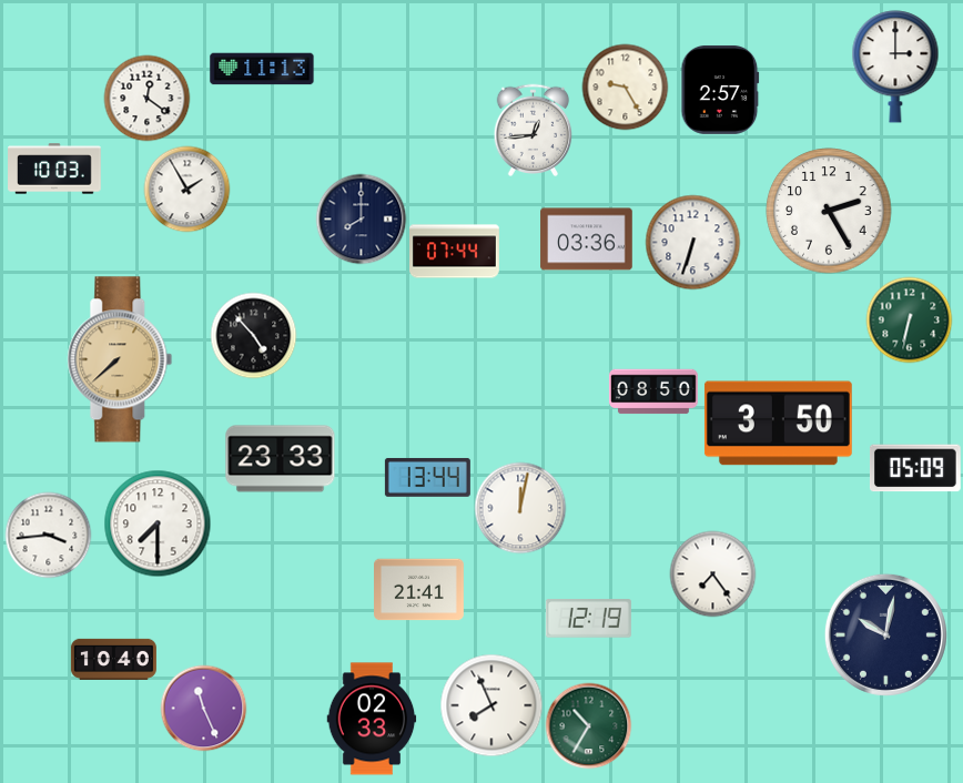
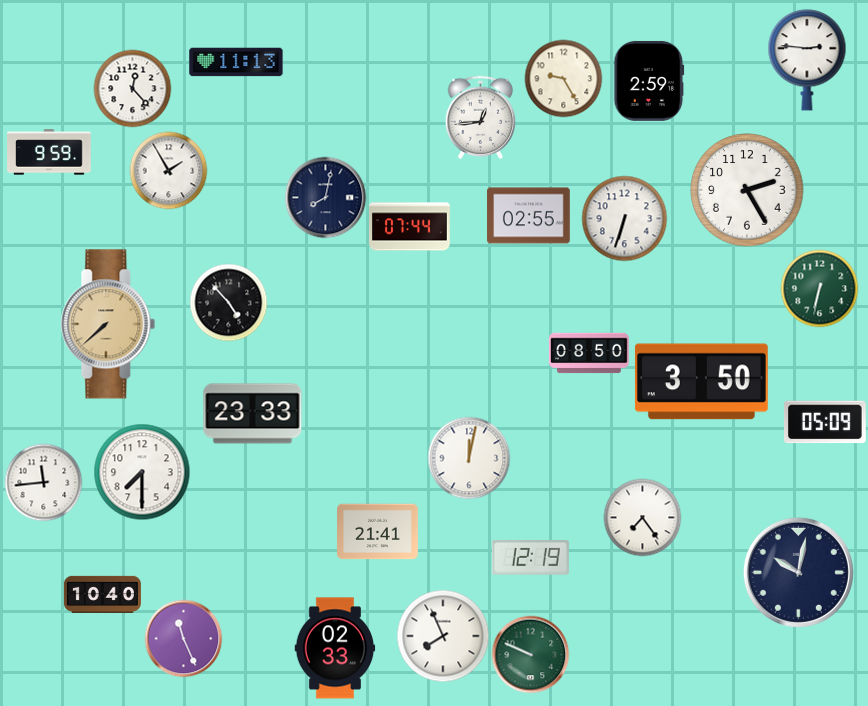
clock at (895, 67): 3:00 -> 2:46
clock at (720, 90): 2:57 -> 2:59
clock at (146, 98): 12:21 -> 12:23
clock at (54, 169): 10:03 -> 9:59
clock at (361, 218): 8:00 -> 8:02
clock at (587, 240): 03:36 -> 02:55
clock at (427, 477): 13:44 -> none
clock at (48, 535): 3:44 -> 11:44
clock at (588, 725): 10:35 -> 9:49
